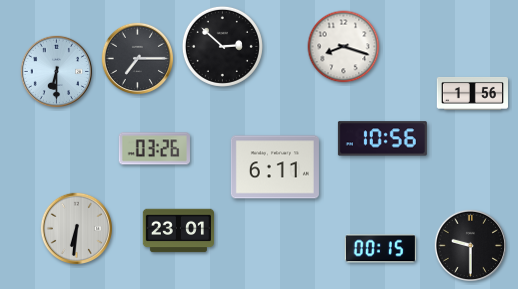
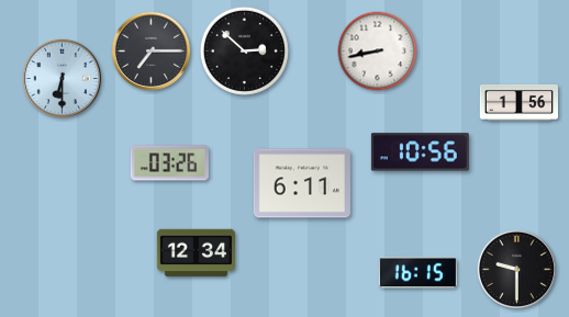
clock at (344, 47): 8:18 -> 8:43
clock at (137, 58) position: (137, 58) -> (150, 50)
clock at (76, 228): 6:31 -> none
clock at (178, 231): 23:01 -> 12:34
clock at (380, 249): 00:15 -> 16:15
